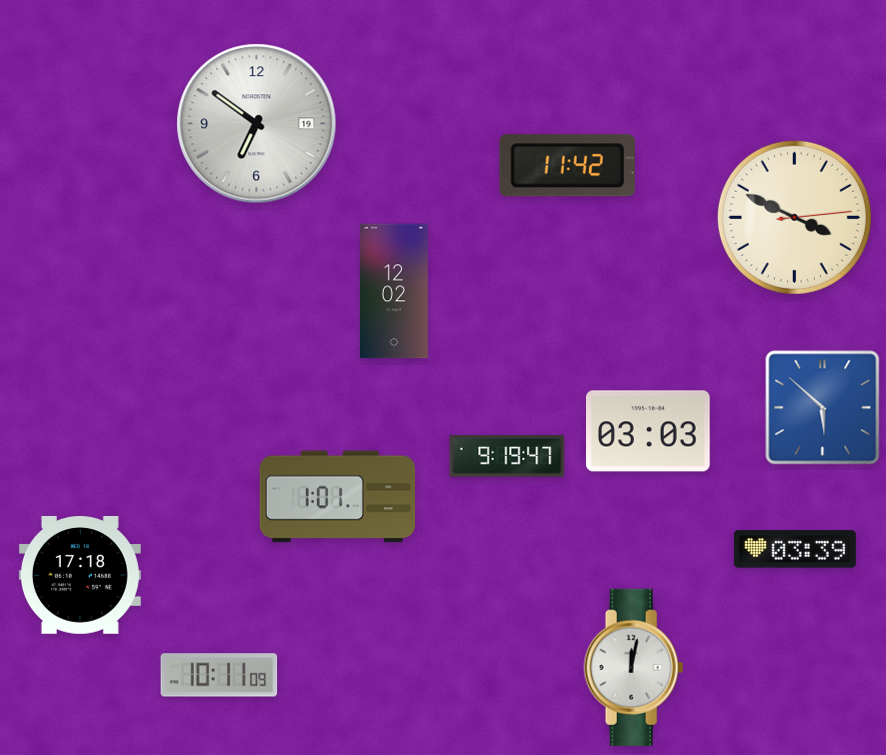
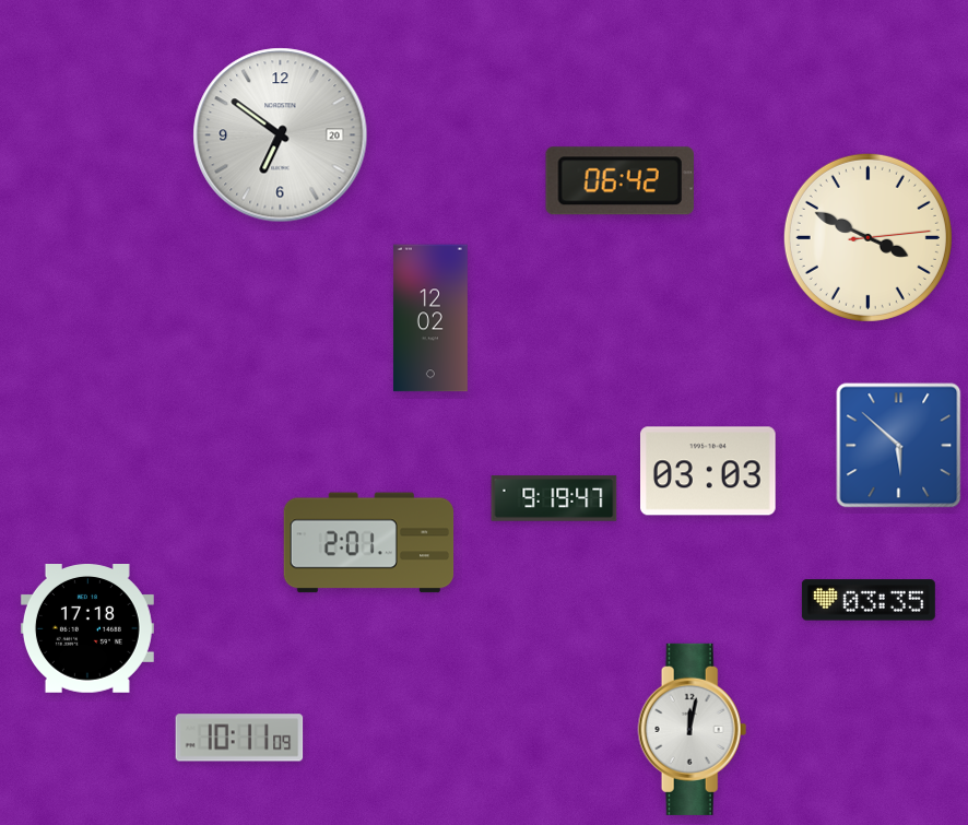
clock at (257, 124) date: 19 -> 20
clock at (567, 166): 11:42 -> 06:42
clock at (338, 497): 1:01 -> 2:01
clock at (795, 549): 03:39 -> 03:35
